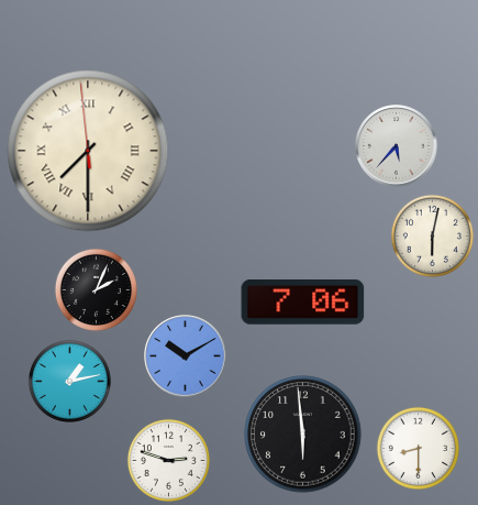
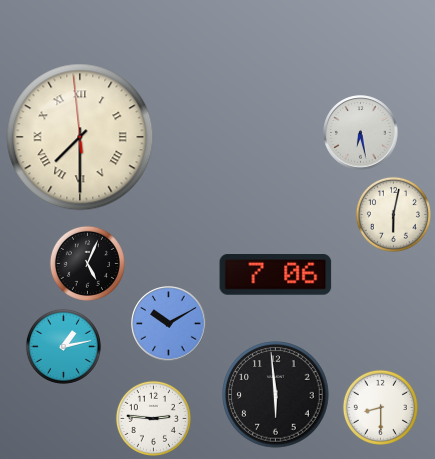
clock at (397, 146): 5:37 -> 6:28
clock at (96, 289): 2:04 -> 5:04
clock at (168, 460): 2:48 -> 2:46
